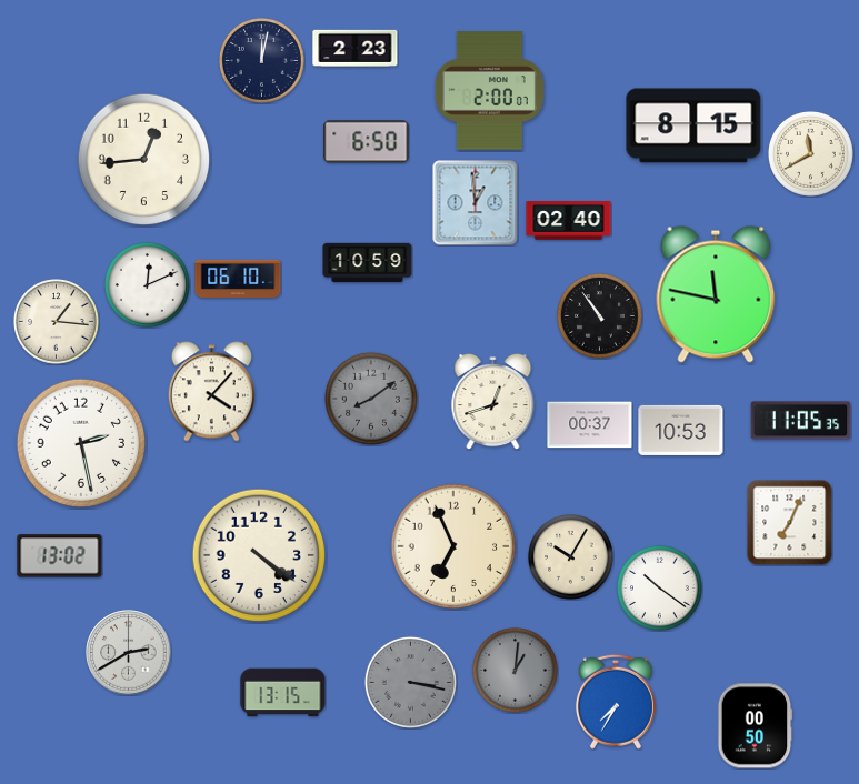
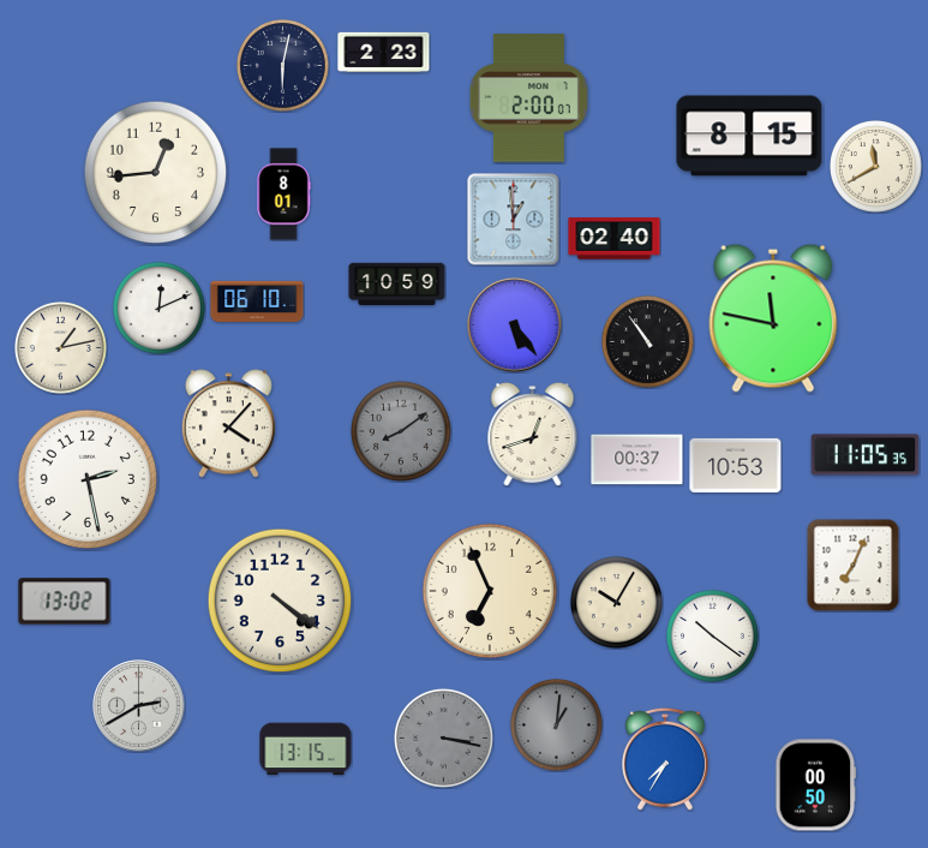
clock at (262, 61): 12:02 -> 6:02
clock at (367, 142): 6:50 -> none
clock at (283, 195): none -> 8:01
clock at (515, 326): none -> 5:24
clock at (57, 322): 1:16 -> 1:13
